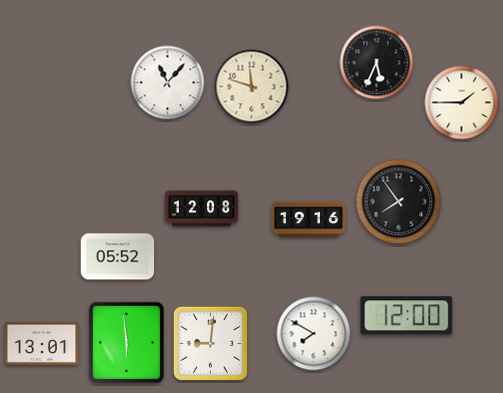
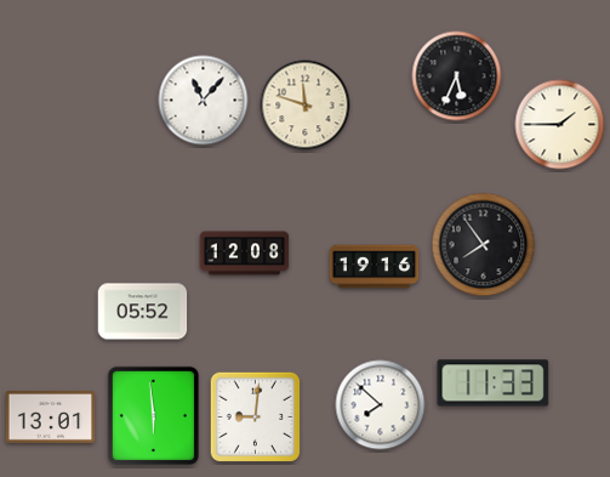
clock at (407, 316): 12:00 -> 11:33
clock at (314, 334): 7:50 -> 7:52
